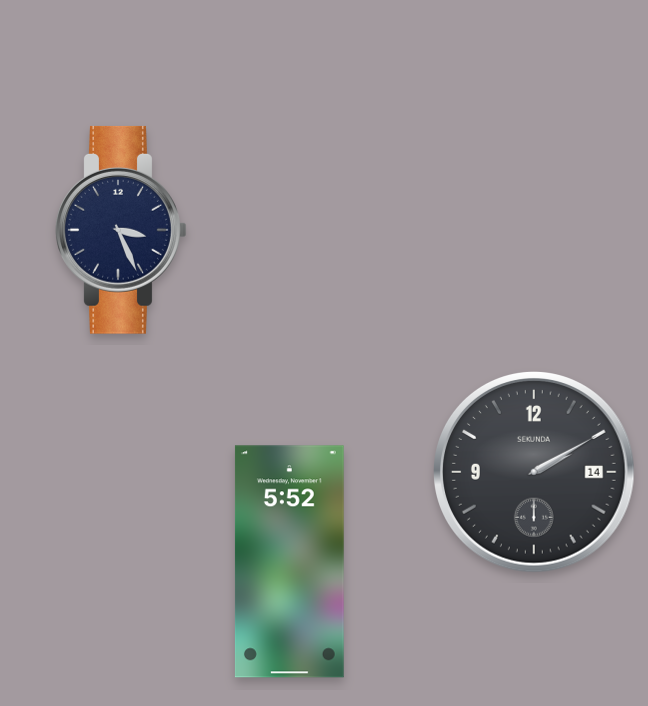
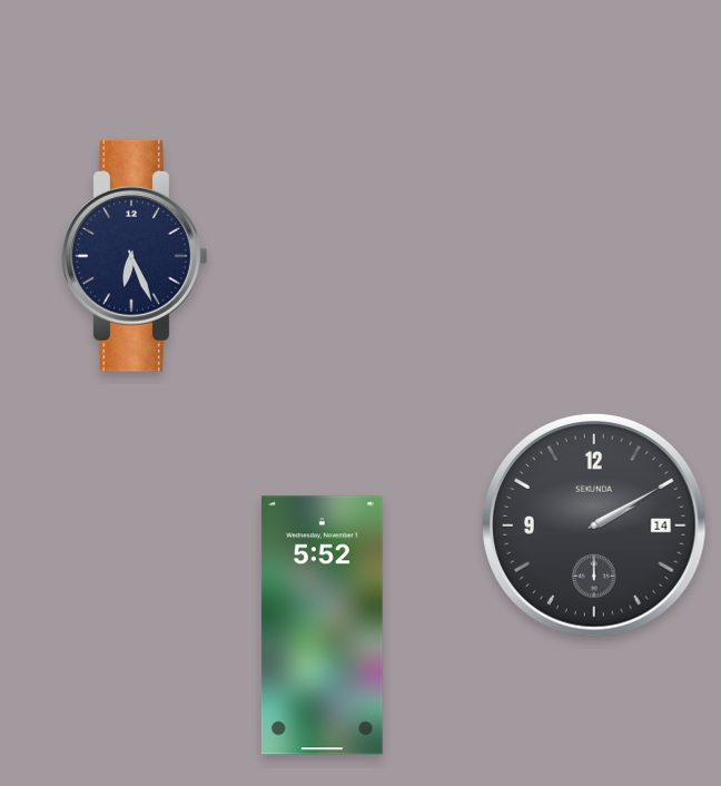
clock at (121, 230): 3:26 -> 6:26
